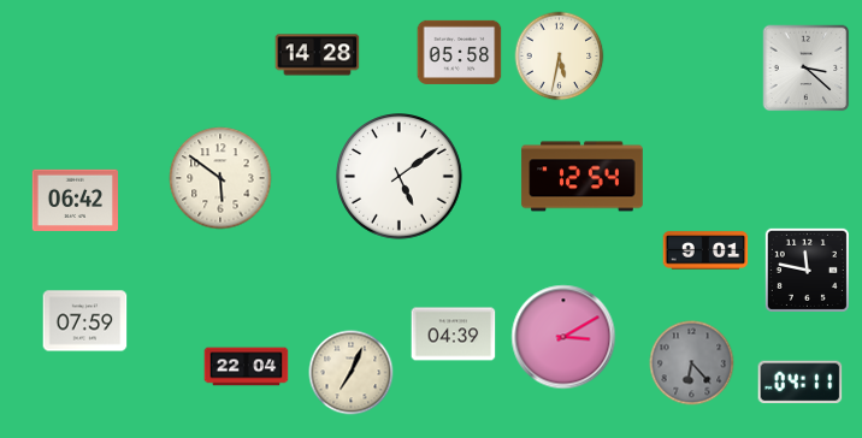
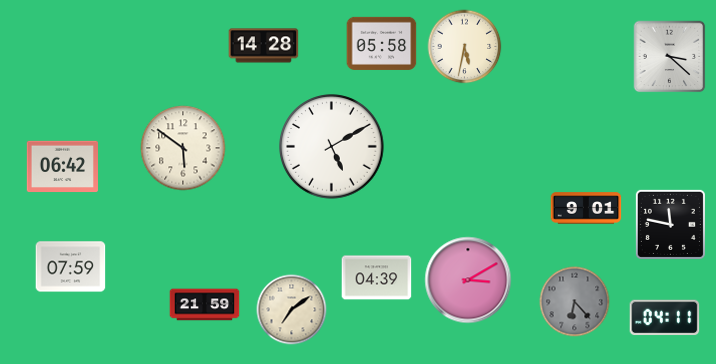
clock at (400, 177): 5:09 -> 5:10
clock at (583, 177): 12:54 -> none
clock at (247, 367): 22:04 -> 21:59
clock at (352, 373): 7:04 -> 7:09
